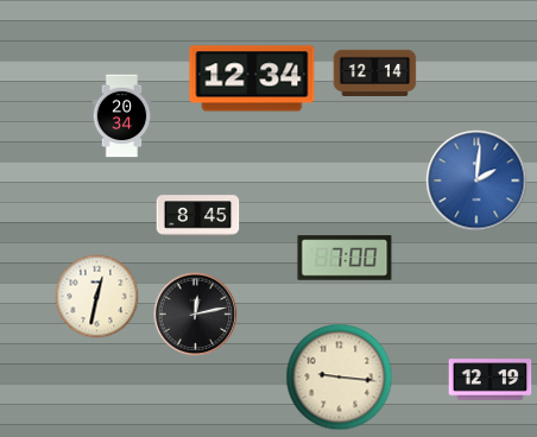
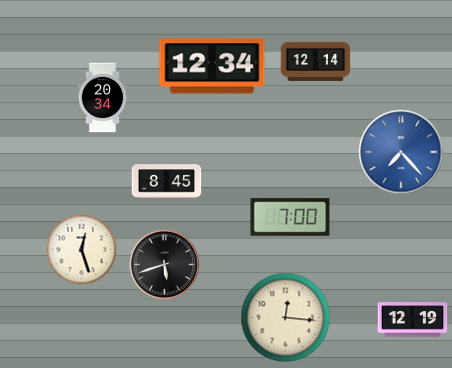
clock at (476, 180): 2:01 -> 7:23
clock at (97, 297): 12:32 -> 12:27
clock at (196, 315): 12:13 -> 5:42
clock at (340, 378): 9:16 -> 12:16
